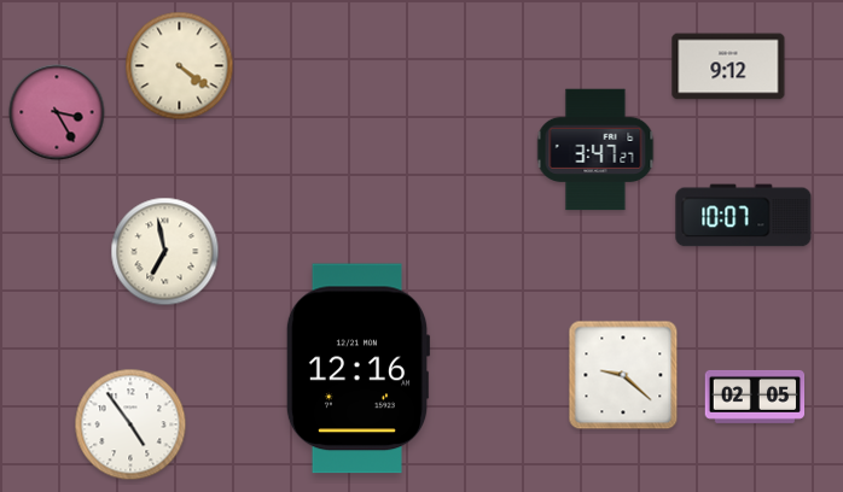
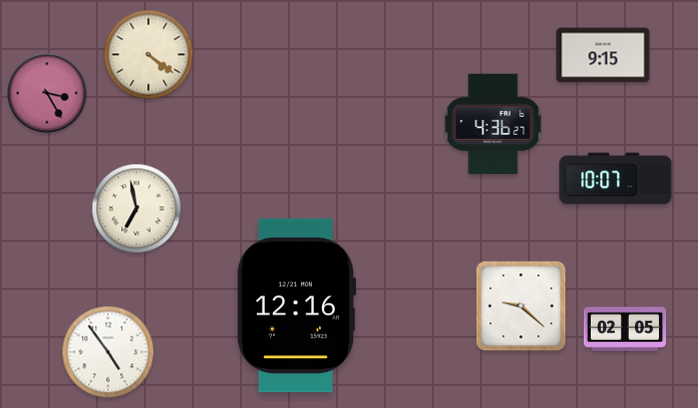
clock at (728, 66): 9:12 -> 9:15
clock at (595, 150): 3:47 -> 4:36
clock at (623, 375) position: (623, 375) -> (521, 306)
